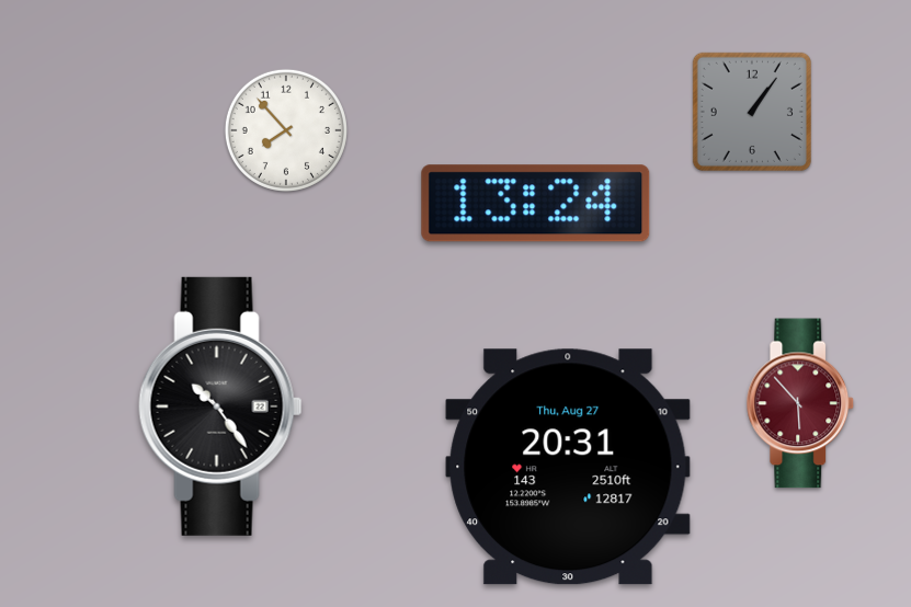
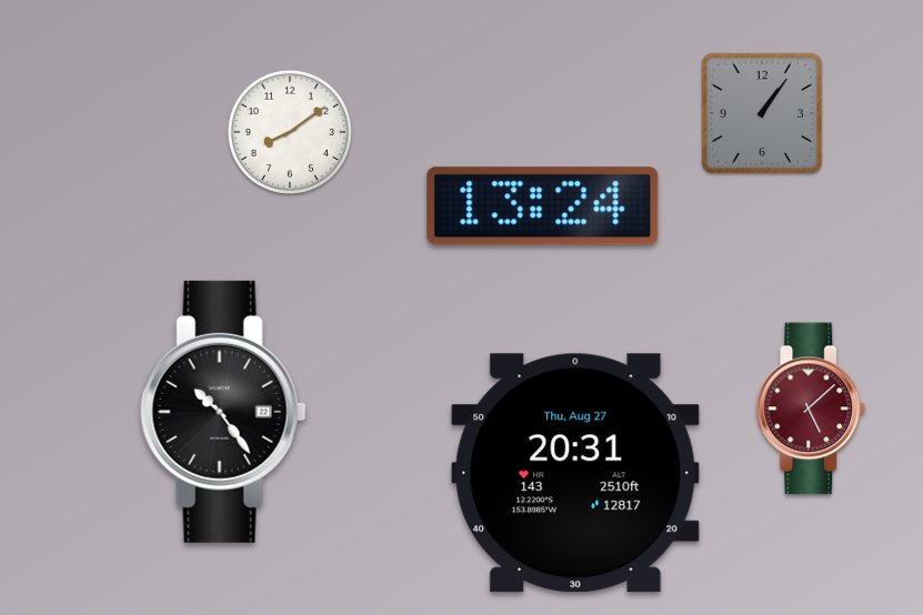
clock at (286, 130): 7:53 -> 8:09
clock at (800, 403): 5:53 -> 5:08
